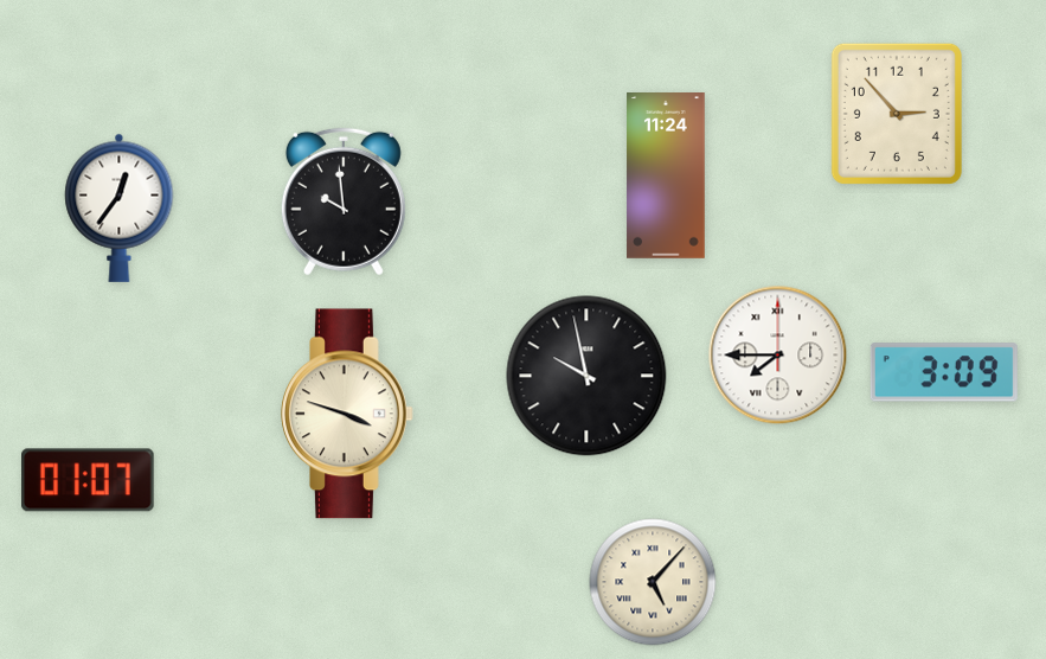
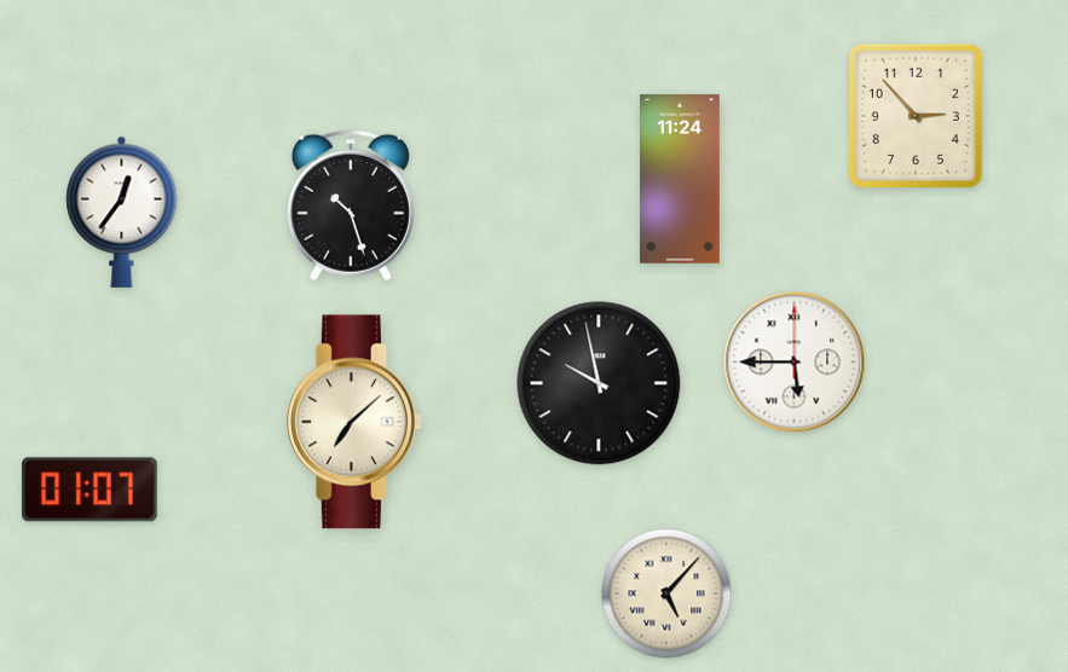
clock at (344, 201): 9:59 -> 10:27
clock at (778, 356): 7:45 -> 5:45
clock at (944, 372): 3:09 -> none
clock at (348, 414): 3:48 -> 7:08
